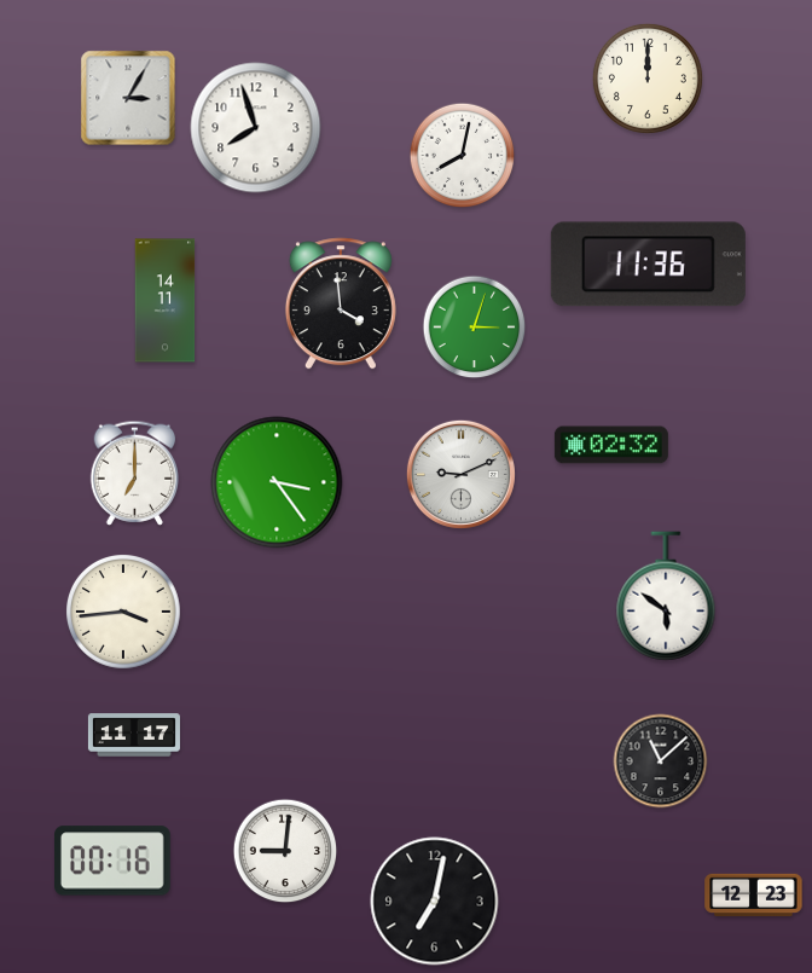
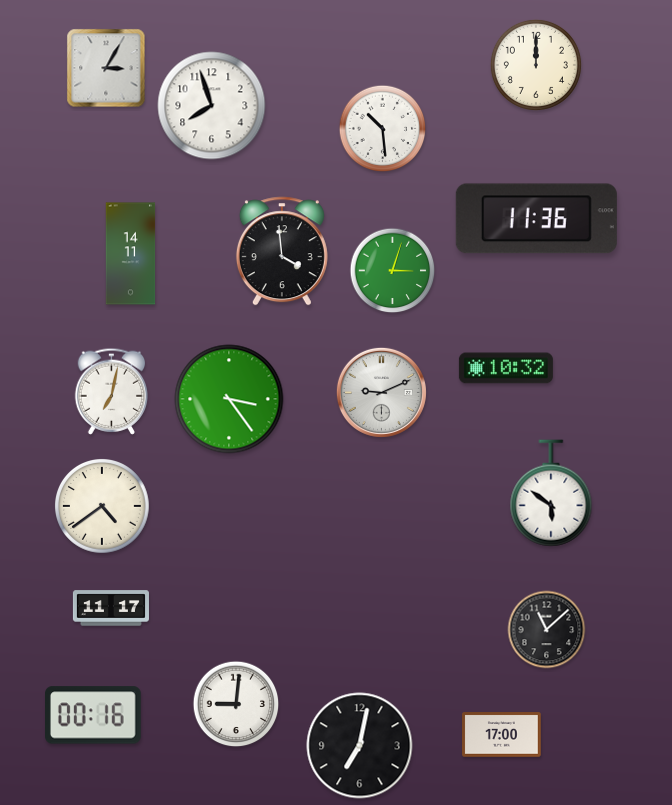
clock at (128, 98) position: (128, 98) -> (106, 68)
clock at (463, 156): 8:02 -> 10:29
clock at (166, 301) position: (166, 301) -> (131, 254)
clock at (611, 445): 02:32 -> 10:32
clock at (135, 473): 7:00 -> 7:02
clock at (124, 613): 3:44 -> 4:39
clock at (114, 861) position: (114, 861) -> (94, 715)
clock at (502, 735): none -> 17:00
clock at (754, 896): 12:23 -> none
